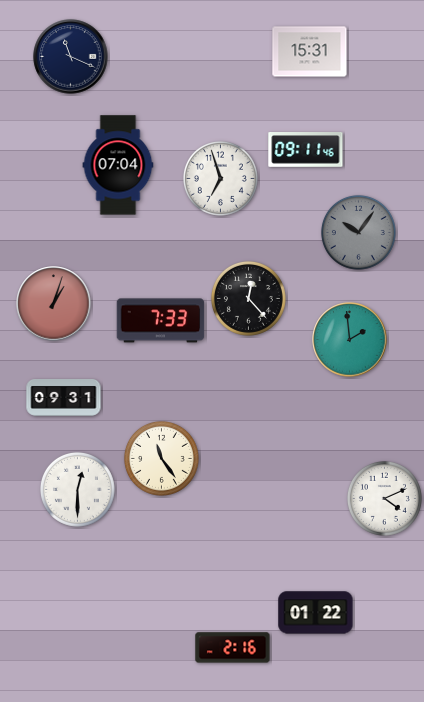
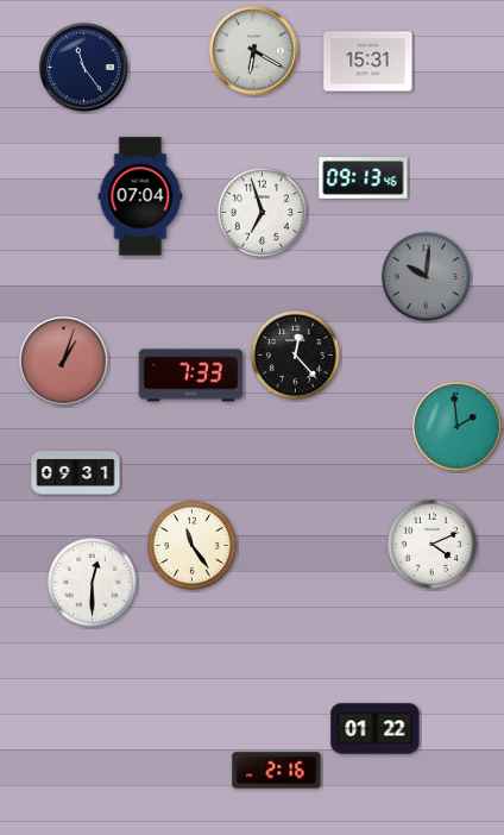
clock at (254, 51): none -> 6:20
clock at (71, 57): 11:19 -> 11:24
clock at (306, 150): 09:11 -> 09:13
clock at (358, 232): 10:06 -> 10:01
clock at (161, 321) position: (161, 321) -> (191, 376)
clock at (350, 340) position: (350, 340) -> (458, 427)
clock at (384, 498) position: (384, 498) -> (431, 544)
